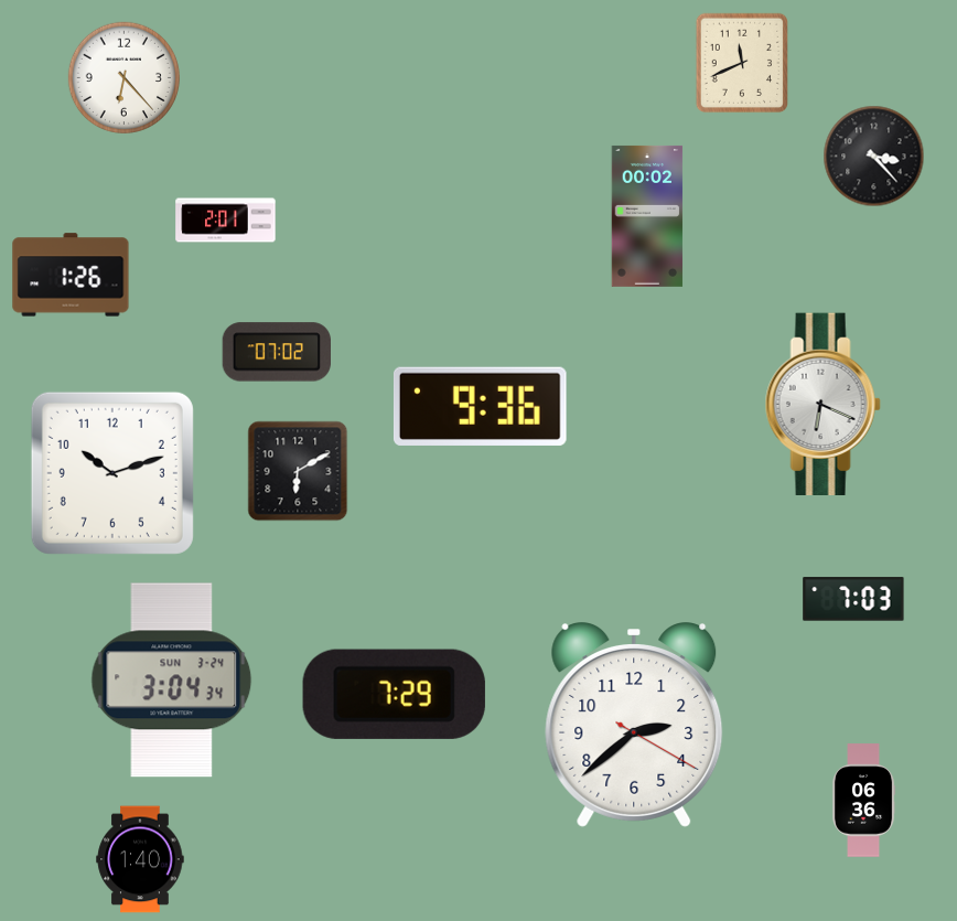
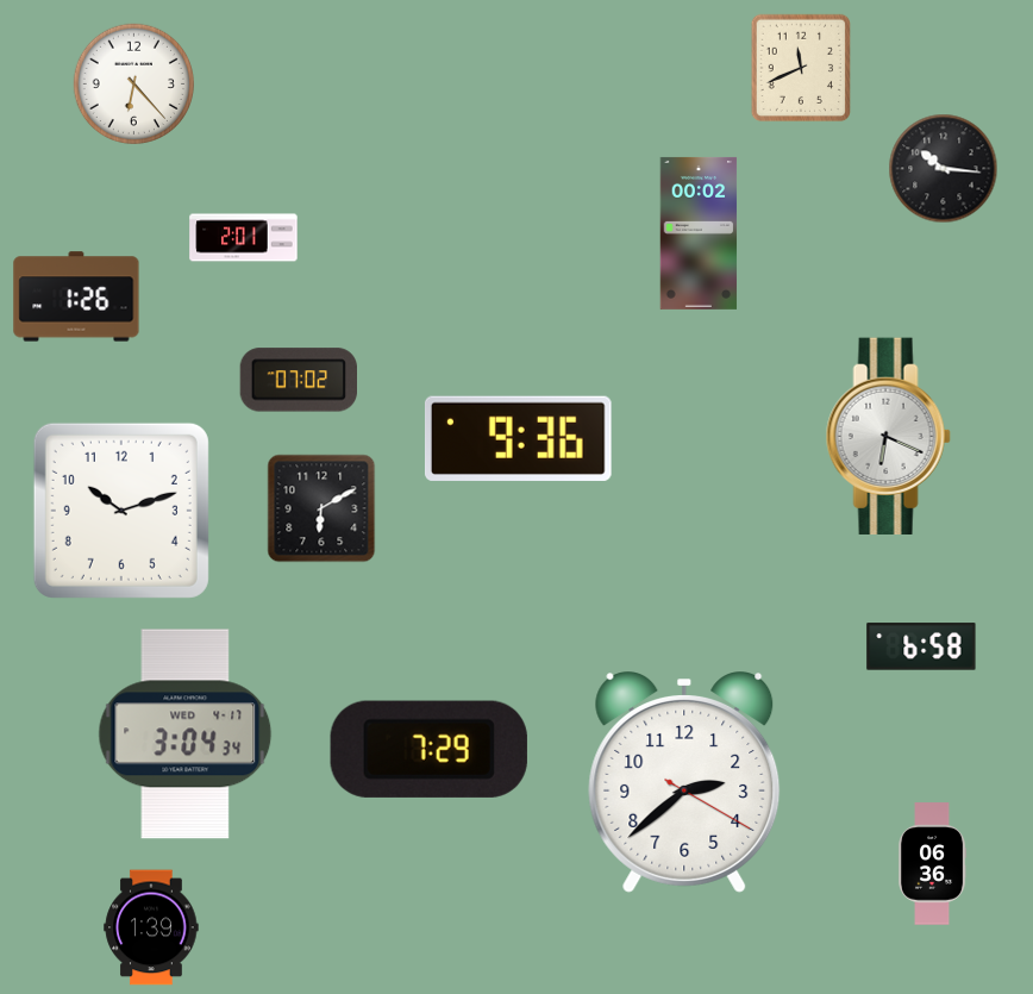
clock at (874, 157): 3:23 -> 10:16
clock at (853, 599): 7:03 -> 6:58
clock at (172, 681) date: SUN 3-24 -> WED 4-17
clock at (394, 694) position: (394, 694) -> (428, 749)
clock at (140, 859): 1:40 -> 1:39
